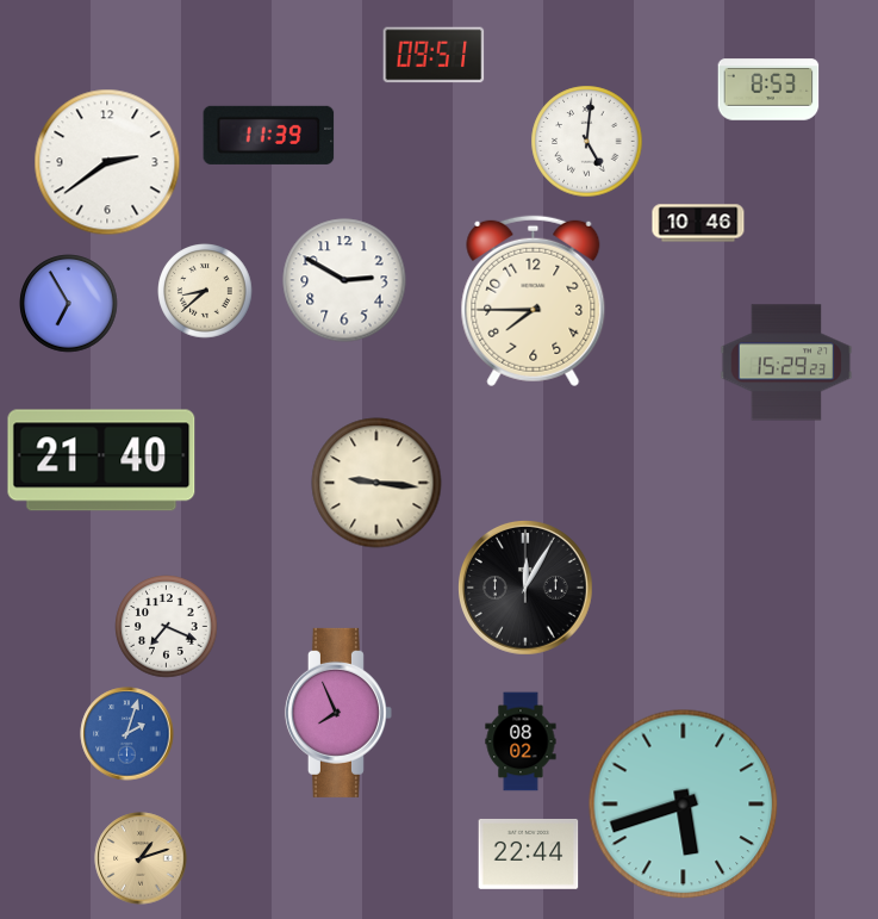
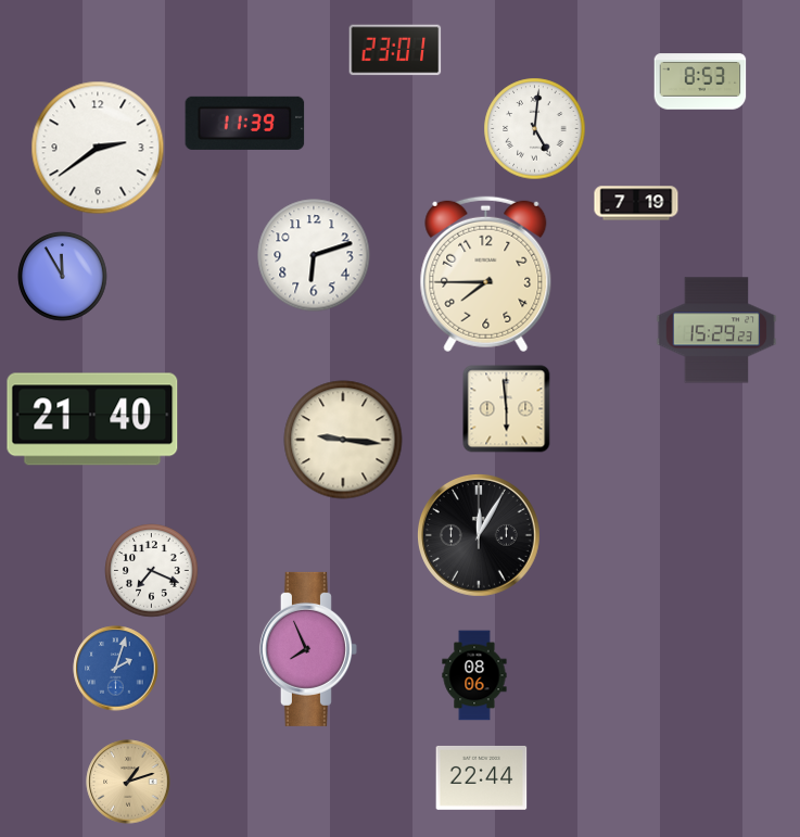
clock at (434, 55): 09:51 -> 23:01
clock at (698, 223): 10:46 -> 7:19
clock at (344, 280): 2:50 -> 6:12
clock at (205, 291): 8:38 -> none
clock at (69, 304): 6:55 -> 11:55
clock at (507, 409): none -> 5:59
clock at (521, 741): 08:02 -> 08:06
clock at (684, 805): 5:42 -> none
